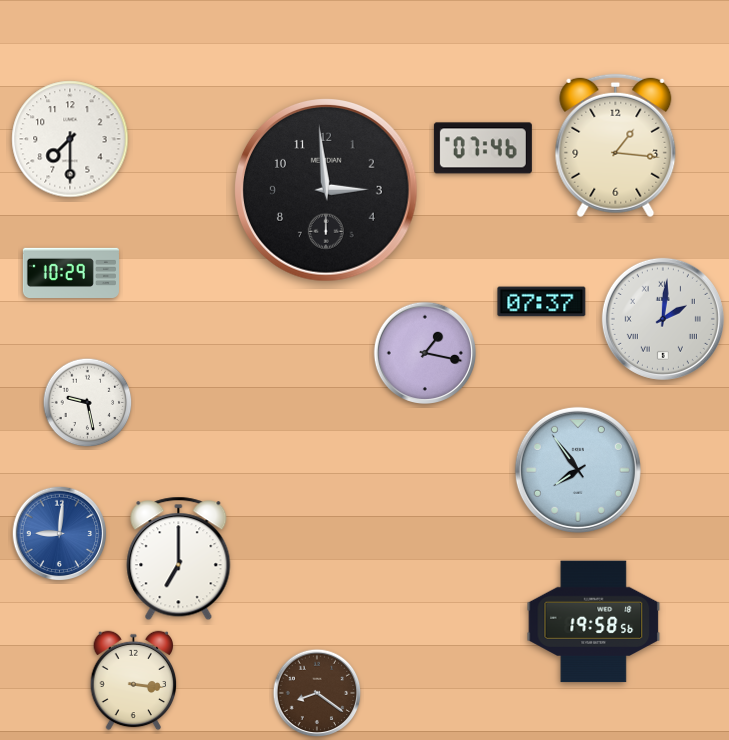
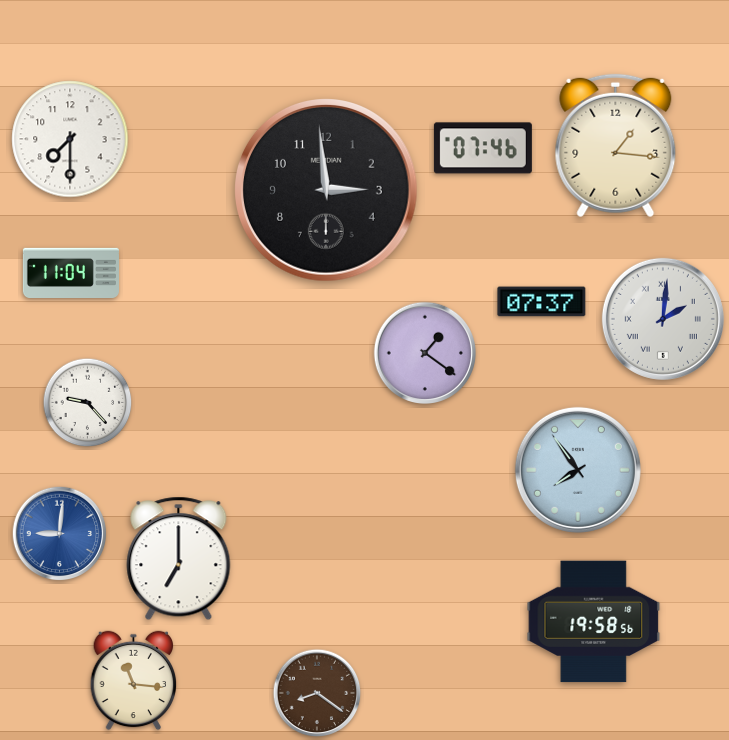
clock at (71, 272): 10:29 -> 11:04
clock at (424, 352): 1:17 -> 1:21
clock at (88, 403): 9:28 -> 9:23
clock at (134, 681): 3:16 -> 11:16
